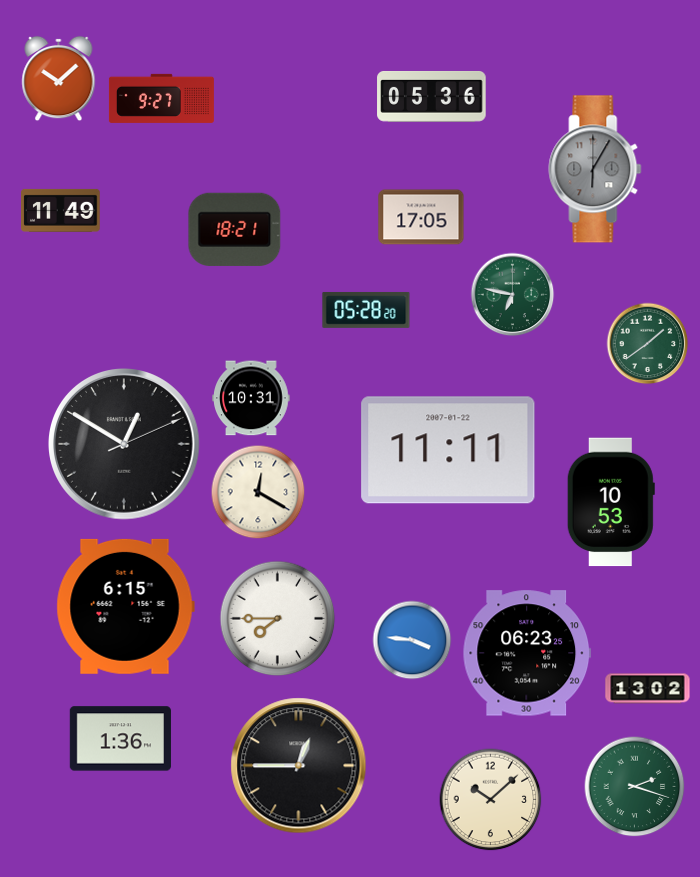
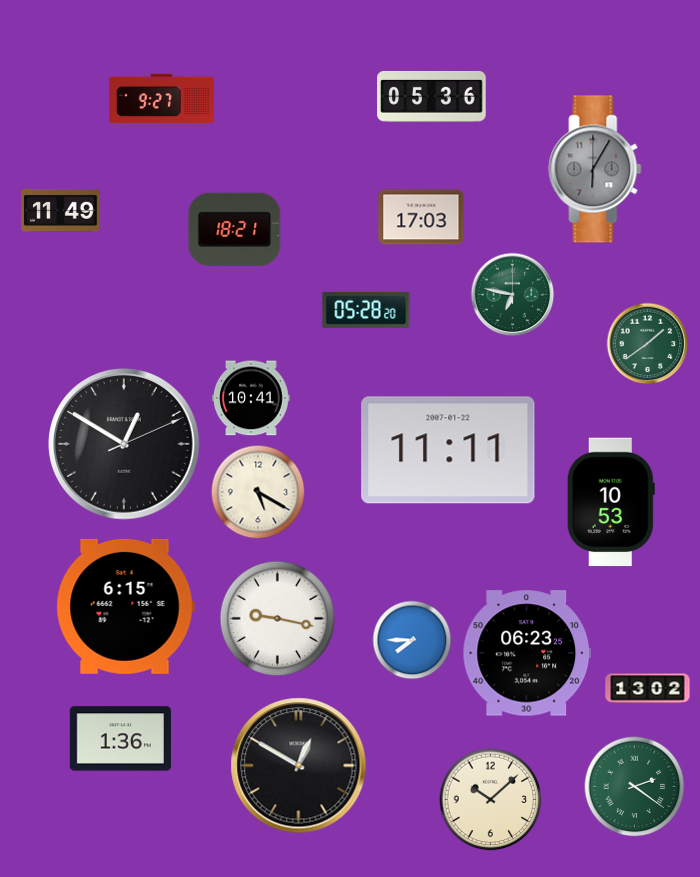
clock at (59, 79): 10:08 -> none
clock at (421, 217): 17:05 -> 17:03
clock at (251, 398): 10:31 -> 10:41
clock at (258, 492): 12:20 -> 5:20
clock at (278, 619): 7:45 -> 9:17
clock at (412, 640): 3:46 -> 7:45
clock at (299, 766): 12:45 -> 12:50
clock at (635, 787): 2:18 -> 2:21
